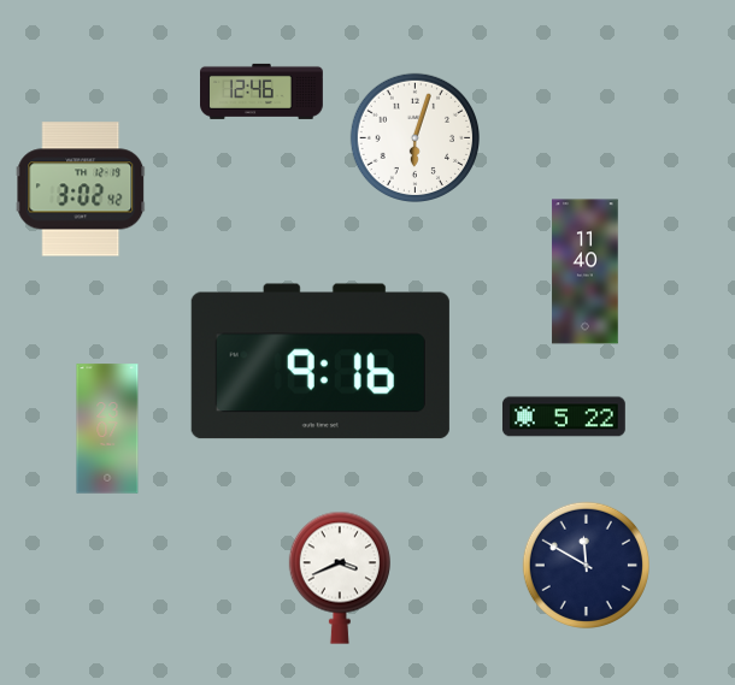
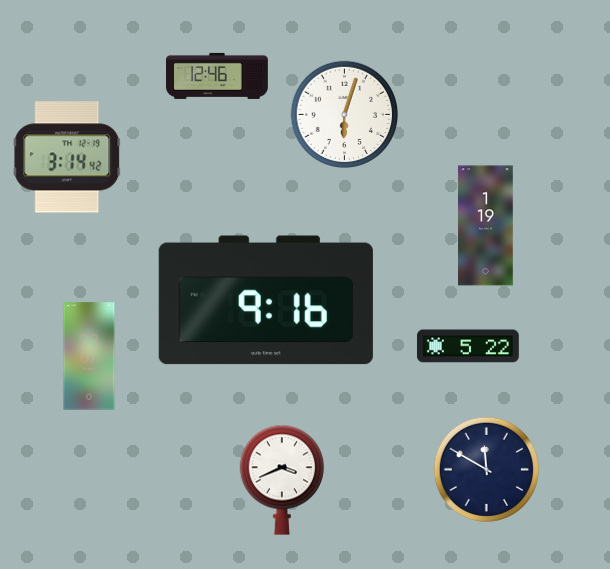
clock at (81, 189): 3:02 -> 3:14
clock at (586, 272): 11:40 -> 1:19
